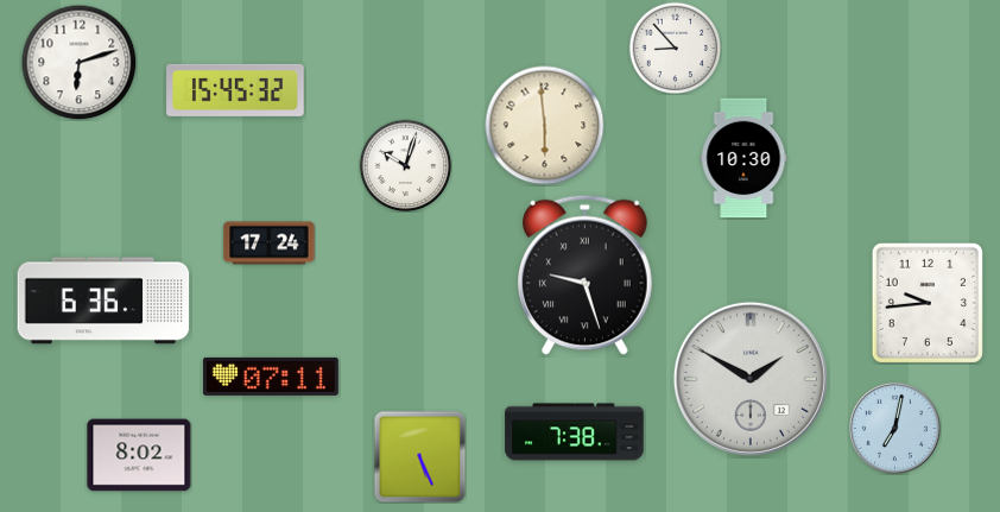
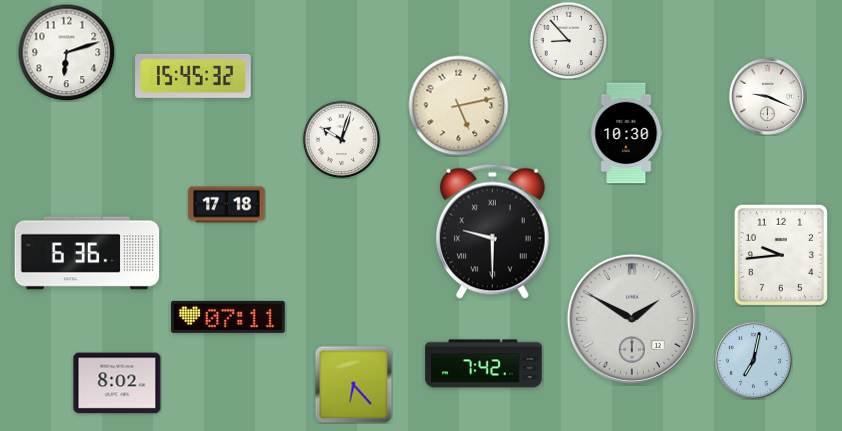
clock at (235, 90) position: (235, 90) -> (193, 76)
clock at (767, 96): none -> 9:19
clock at (545, 126): 5:59 -> 5:13
clock at (270, 244): 17:24 -> 17:18
clock at (586, 274): 9:27 -> 9:30
clock at (575, 432): 7:38 -> 7:42
clock at (419, 456): 5:26 -> 6:23
